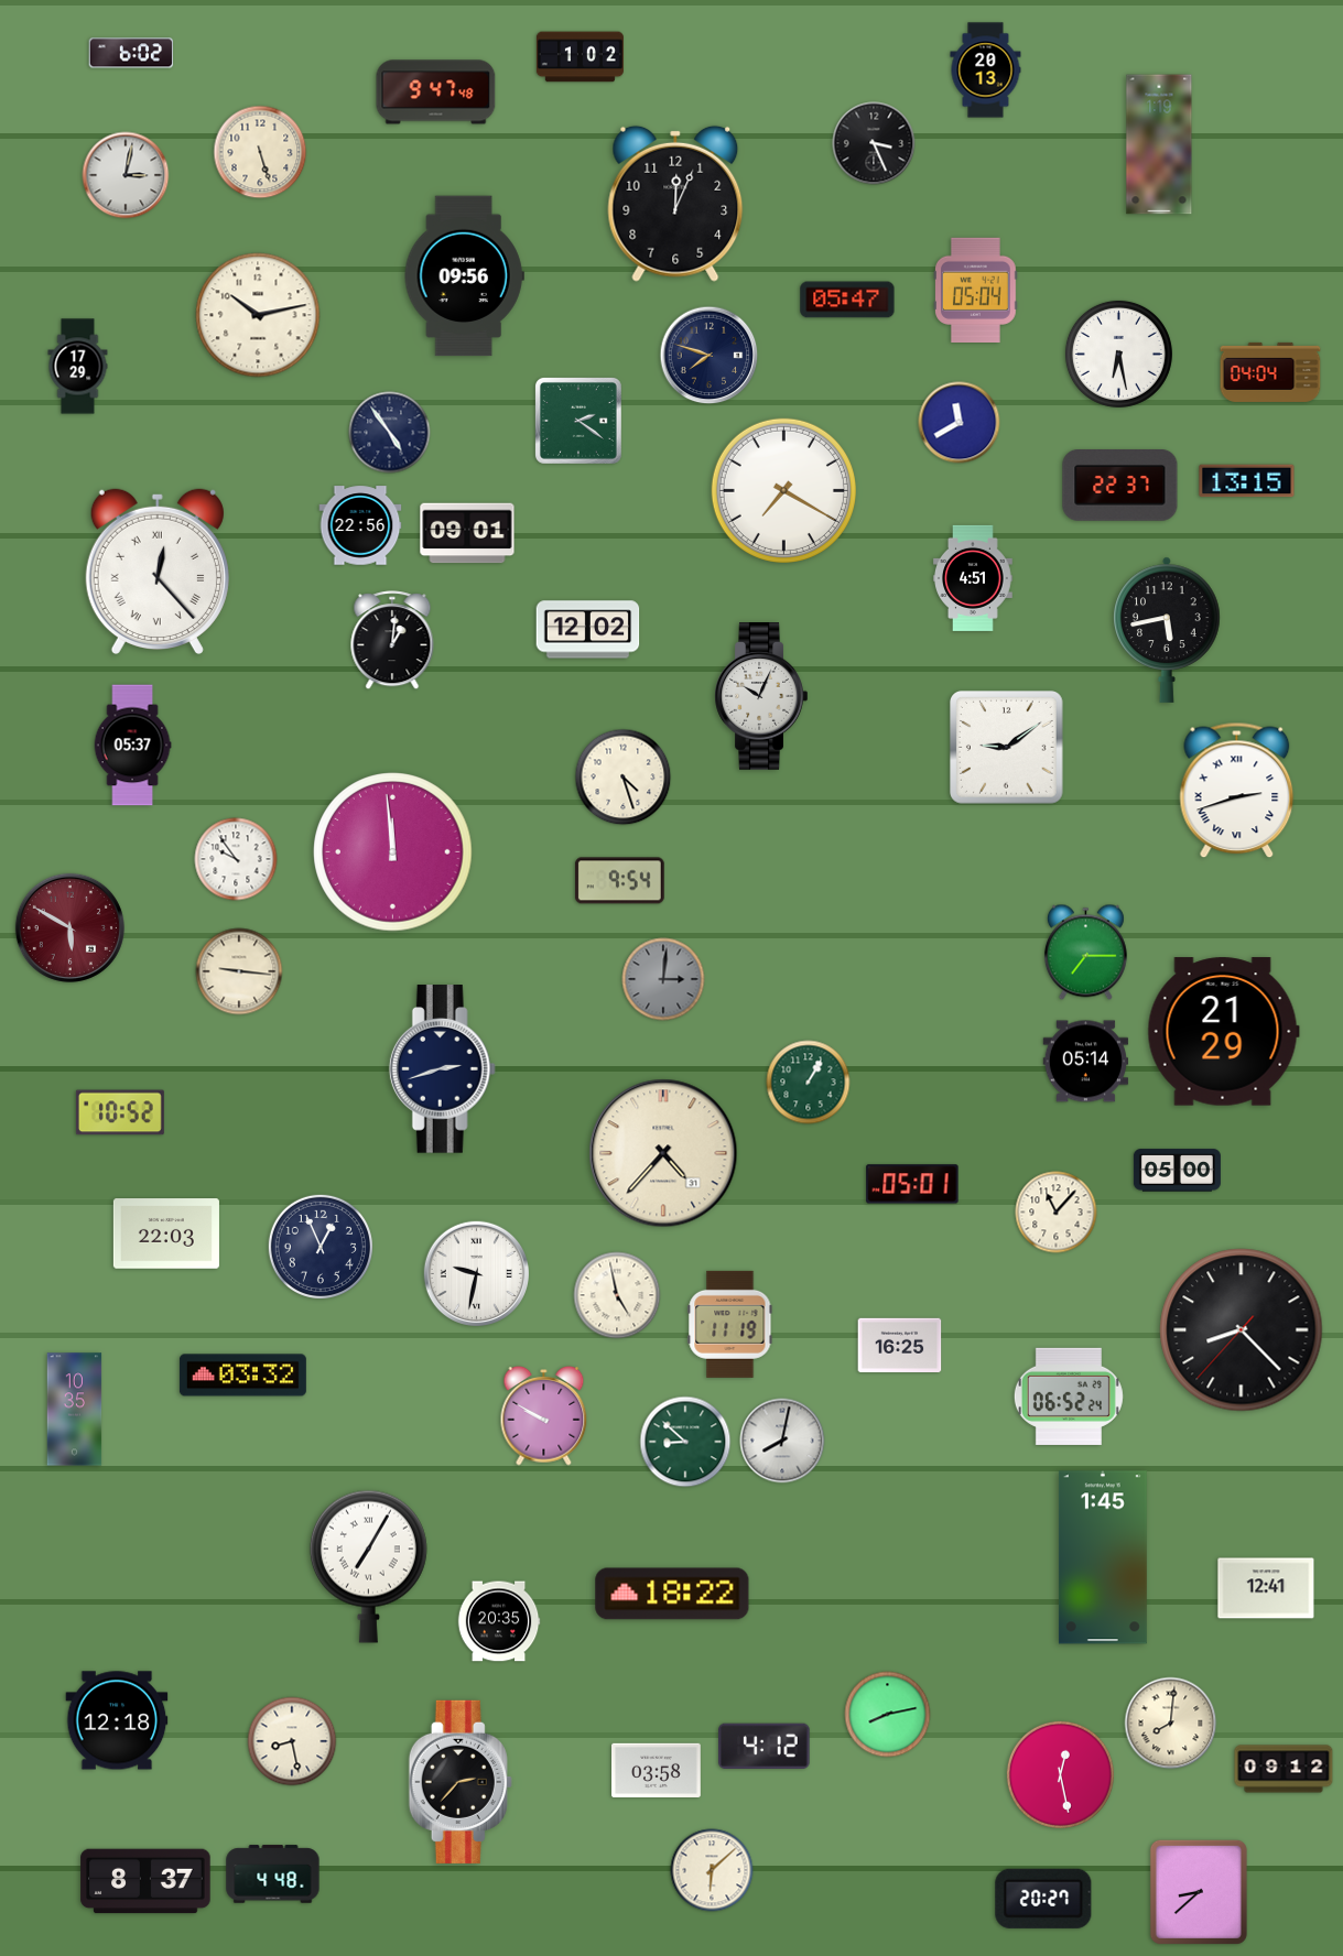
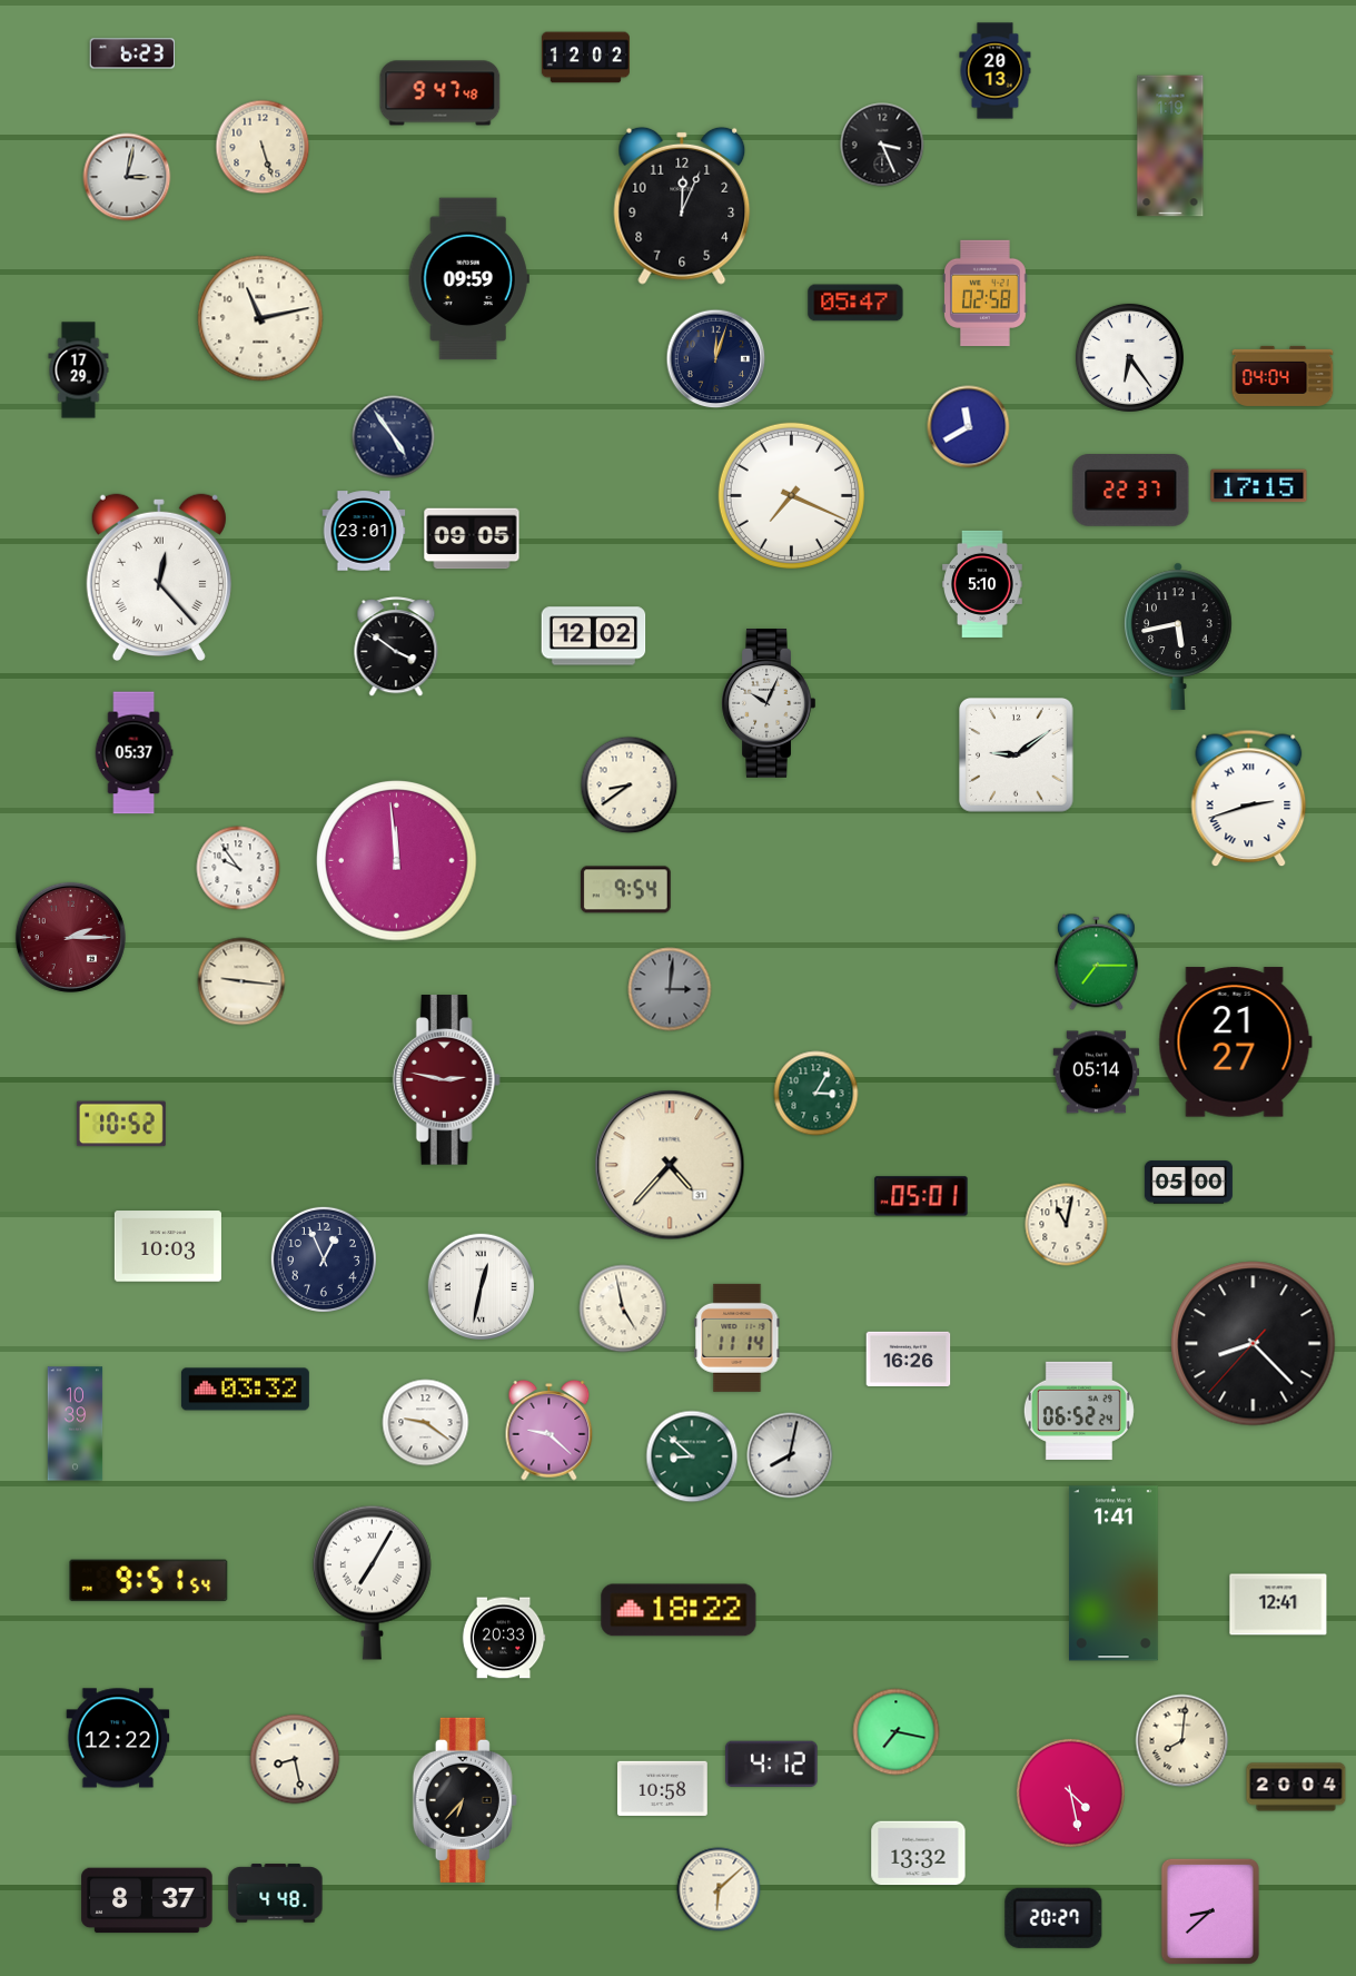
clock at (131, 53): 6:02 -> 6:23
clock at (580, 57): 1:02 -> 12:02
clock at (260, 152) position: (260, 152) -> (263, 147)
clock at (464, 276): 09:56 -> 09:59
clock at (976, 290): 05:04 -> 02:58
clock at (258, 315): 10:13 -> 11:13
clock at (1118, 354): 6:28 -> 6:24
clock at (710, 356): 7:48 -> 12:03
clock at (578, 421): 2:21 -> none
clock at (1247, 481): 13:15 -> 17:15
clock at (783, 490): 7:20 -> 7:19
clock at (360, 525): 22:56 -> 23:01
clock at (467, 533): 09:01 -> 09:05
clock at (973, 578): 4:51 -> 5:10
clock at (392, 641): 1:01 -> 3:51
clock at (624, 778): 4:27 -> 8:39
clock at (69, 927): 5:50 -> 2:15
clock at (1223, 1032): 21:29 -> 21:27
clock at (442, 1069): 2:42 -> 2:47
clock at (442, 1069) dial: navy -> burgundy
clock at (809, 1083): 1:05 -> 3:05
clock at (1057, 1213): 11:07 -> 11:02
clock at (166, 1234): 22:03 -> 10:03
clock at (476, 1273): 9:32 -> 12:32
clock at (730, 1324): 11:19 -> 11:14
clock at (900, 1345): 16:25 -> 16:26
clock at (426, 1423): none -> 9:21
clock at (75, 1410): 10:35 -> 10:39
clock at (544, 1416): 9:50 -> 9:22
clock at (1103, 1557): 1:45 -> 1:41
clock at (149, 1581): none -> 9:51
clock at (499, 1621): 20:35 -> 20:33
clock at (888, 1715): 8:13 -> 7:17
clock at (117, 1720): 12:18 -> 12:22
clock at (1284, 1769): 09:12 -> 20:04
clock at (657, 1770): 03:58 -> 10:58
clock at (1060, 1774): 12:28 -> 4:28
clock at (461, 1782): 2:37 -> 6:37
clock at (919, 1854): none -> 13:32
